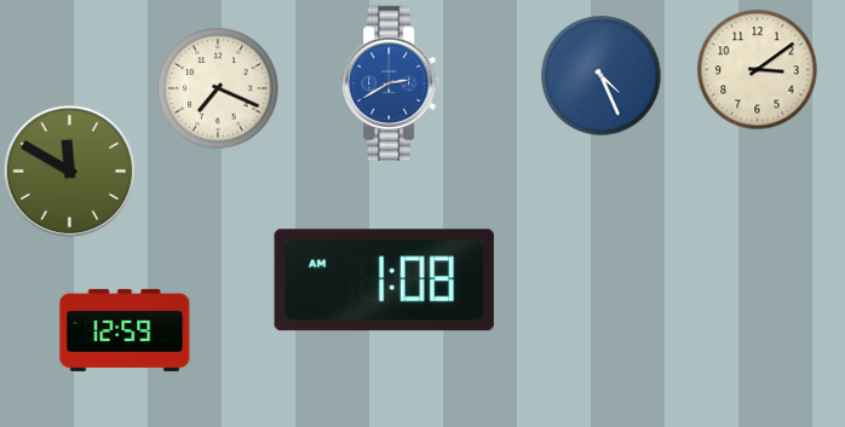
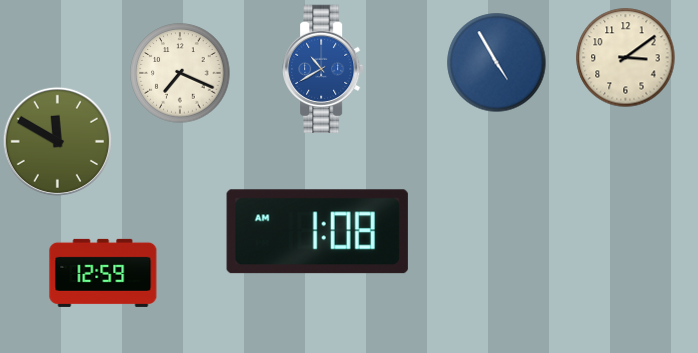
clock at (602, 76): 4:26 -> 4:55
clock at (391, 82): 2:40 -> 10:40
